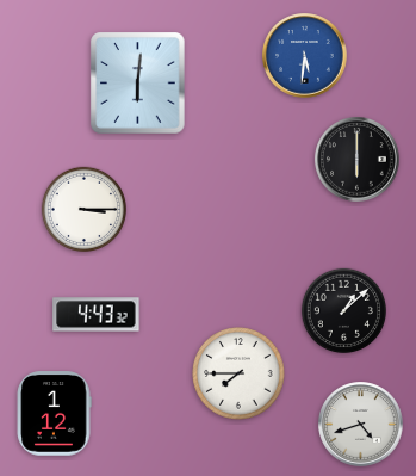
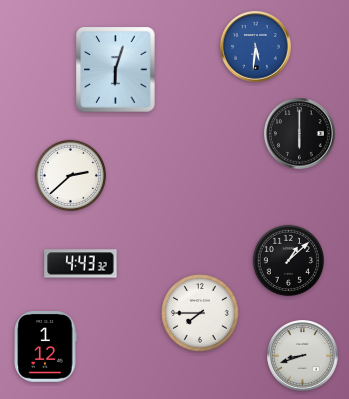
clock at (138, 84): 6:01 -> 6:03
clock at (83, 209): 3:15 -> 2:38
clock at (361, 425): 4:42 -> 8:42
